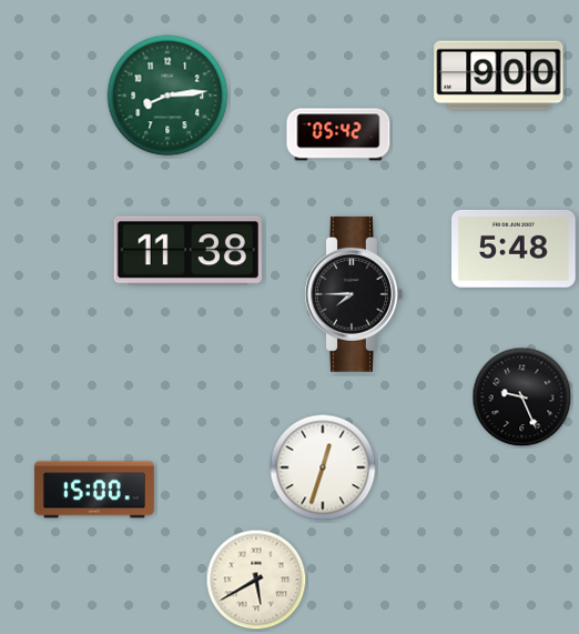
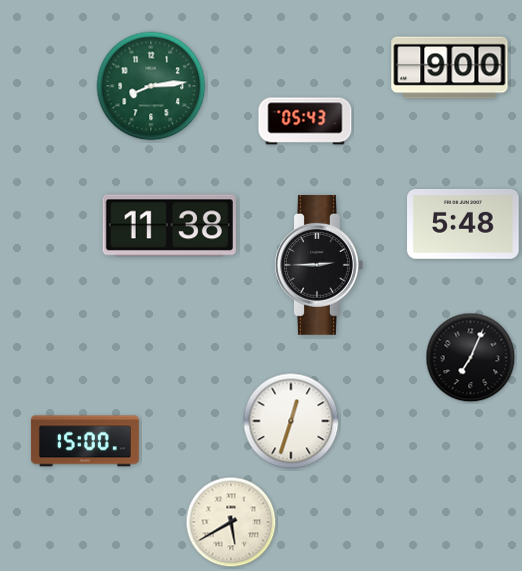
clock at (338, 134): 05:42 -> 05:43
clock at (354, 294): 7:45 -> 2:45
clock at (522, 397): 9:26 -> 7:04
